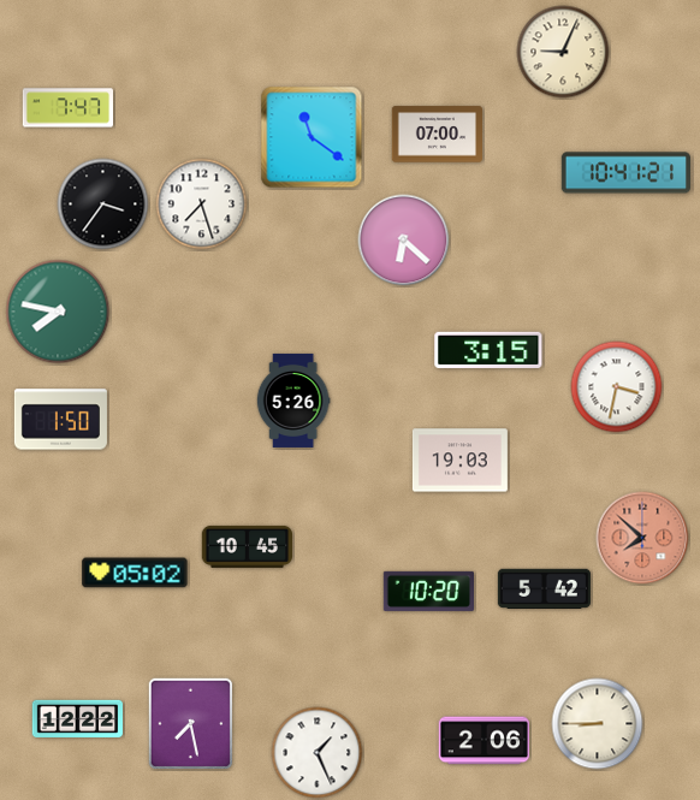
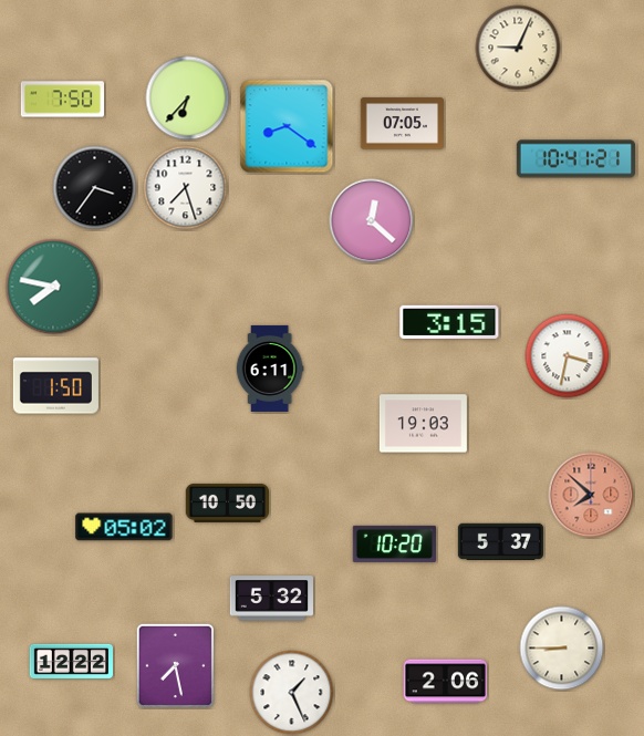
clock at (188, 99): none -> 6:37
clock at (69, 108): 7:47 -> 7:50
clock at (437, 135): 07:00 -> 07:05
clock at (312, 137): 11:21 -> 8:21
clock at (404, 241): 6:22 -> 12:22
clock at (293, 401): 5:26 -> 6:11
clock at (247, 546): 10:45 -> 10:50
clock at (544, 588): 5:42 -> 5:37
clock at (271, 599): none -> 5:32
clock at (598, 724) position: (598, 724) -> (562, 649)
